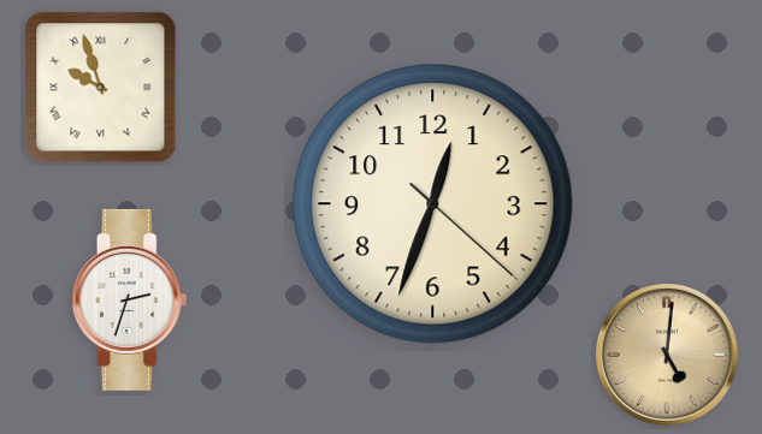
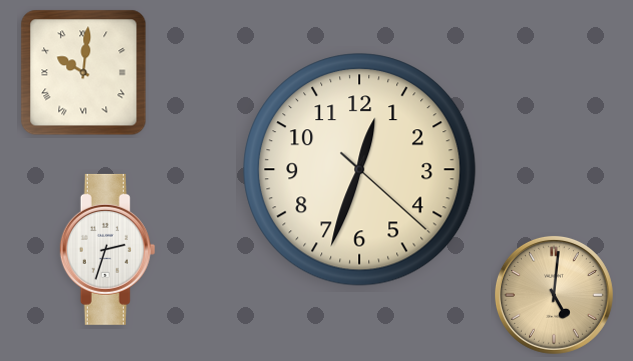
clock at (101, 88): 9:57 -> 10:01
